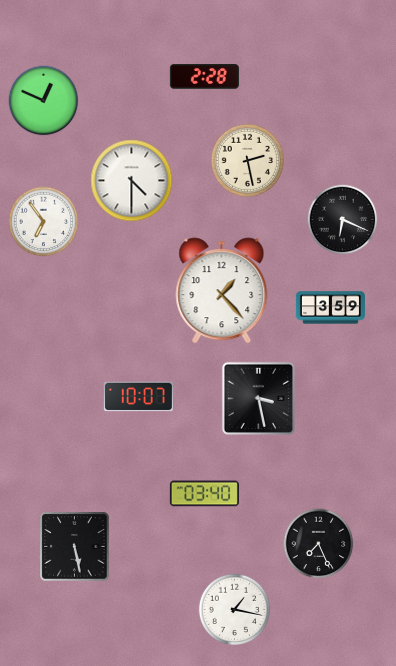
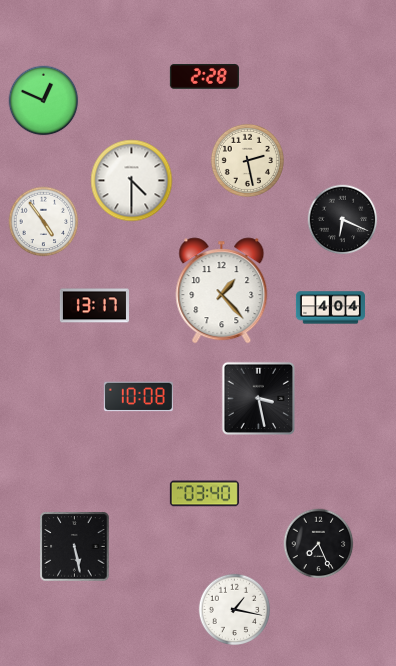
clock at (44, 222): 6:54 -> 4:54
clock at (94, 306): none -> 13:17
clock at (330, 308): 3:59 -> 4:04
clock at (138, 397): 10:07 -> 10:08
